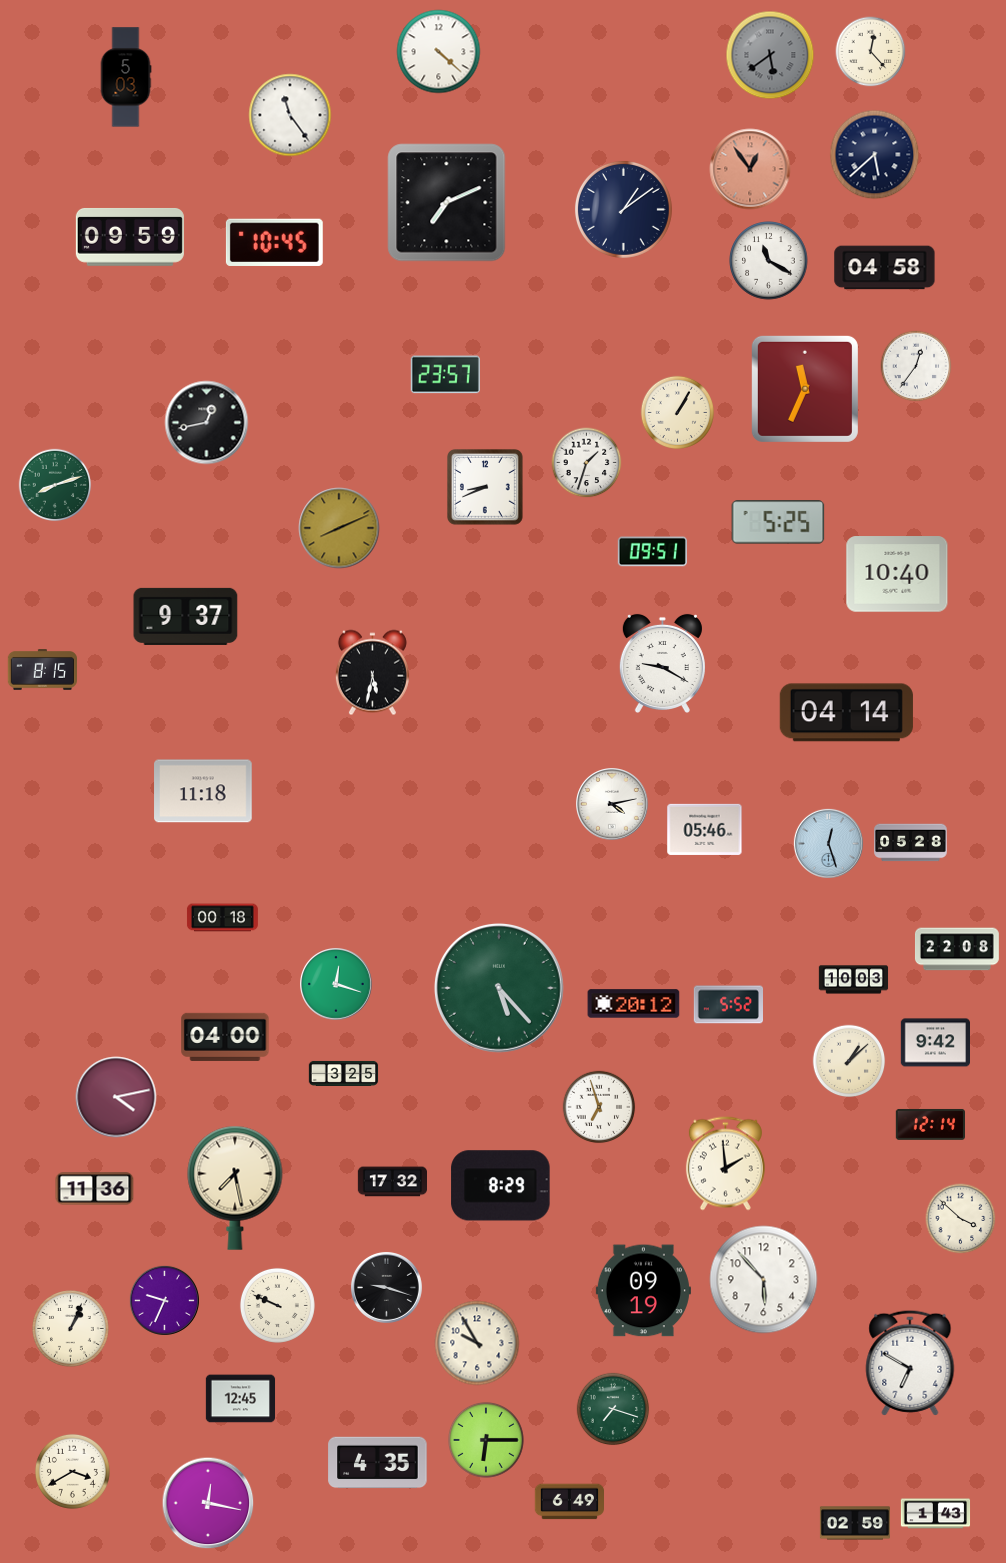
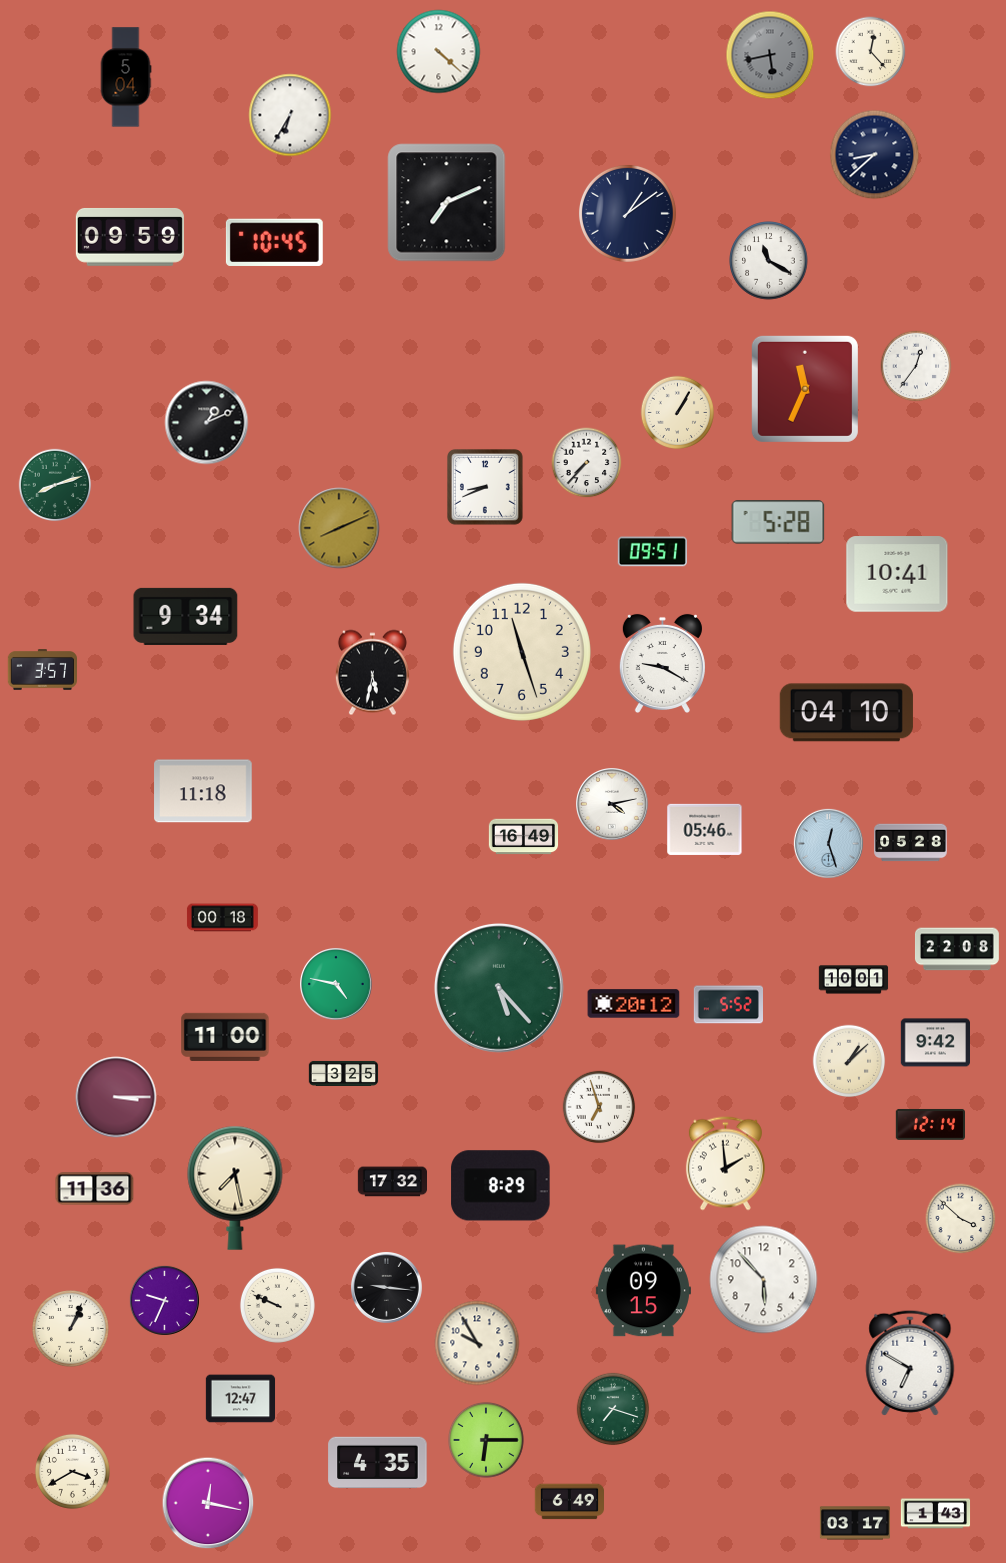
clock at (770, 55): 5:39 -> 5:43
clock at (126, 77): 5:03 -> 5:04
clock at (290, 115): 11:24 -> 6:35
clock at (875, 155): 5:38 -> 8:38
clock at (750, 169): 12:54 -> none
clock at (623, 209) position: (623, 209) -> (627, 213)
clock at (885, 268): 04:58 -> none
clock at (445, 375): 23:57 -> none
clock at (207, 423): 12:43 -> 1:11
clock at (587, 463): 1:33 -> 7:37
clock at (778, 522): 5:25 -> 5:28
clock at (897, 574): 10:40 -> 10:41
clock at (186, 616): 9:37 -> 9:34
clock at (522, 652): none -> 11:27
clock at (42, 670): 8:15 -> 3:57
clock at (846, 713): 04:14 -> 04:10
clock at (524, 837): none -> 16:49
clock at (854, 980): 10:03 -> 10:01
clock at (337, 985): 12:18 -> 4:47
clock at (225, 1037): 04:00 -> 11:00
clock at (116, 1097): 4:13 -> 3:15
clock at (386, 1287): 9:18 -> 9:16
clock at (643, 1291): 09:19 -> 09:15
clock at (241, 1399): 12:45 -> 12:47
clock at (855, 1523): 02:59 -> 03:17
